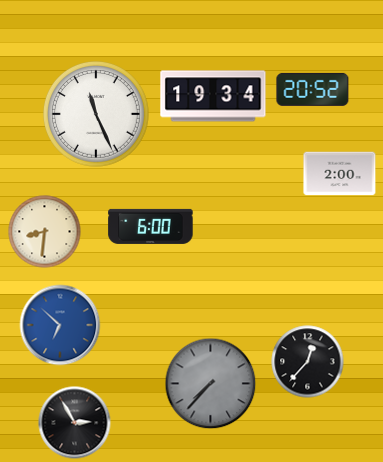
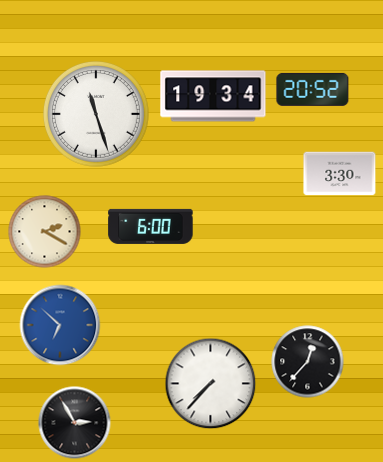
clock at (96, 114): 11:26 -> 11:27
clock at (340, 174): 2:00 -> 3:30
clock at (45, 232): 8:31 -> 2:20
clock at (211, 384) dial: grey -> white
